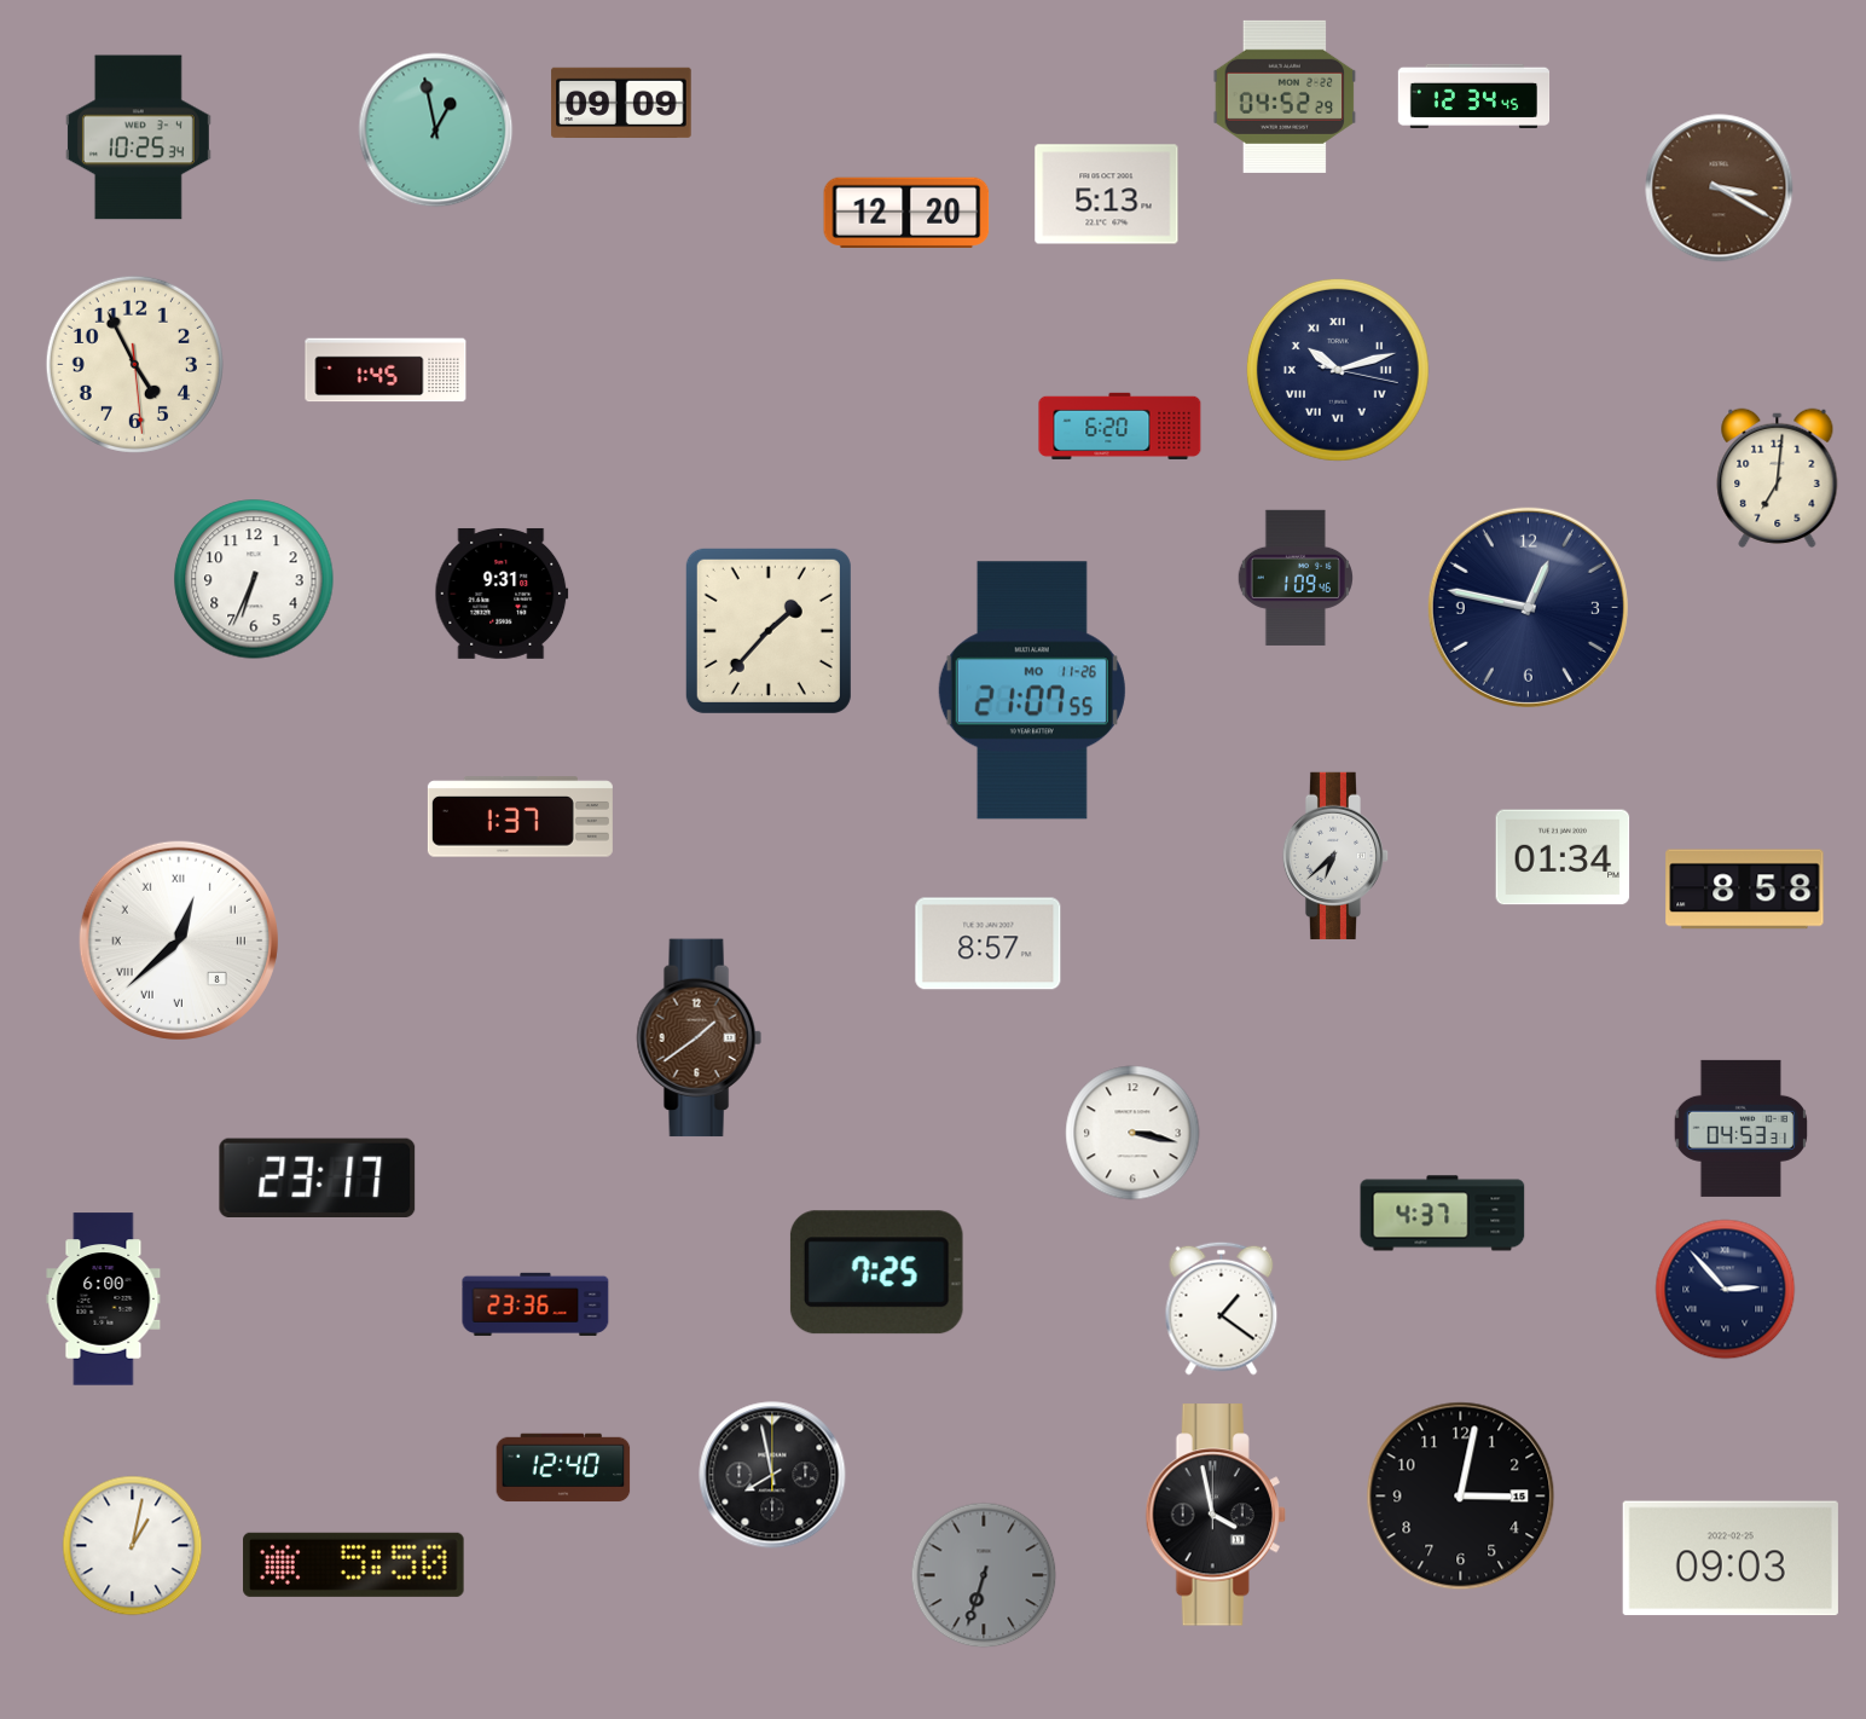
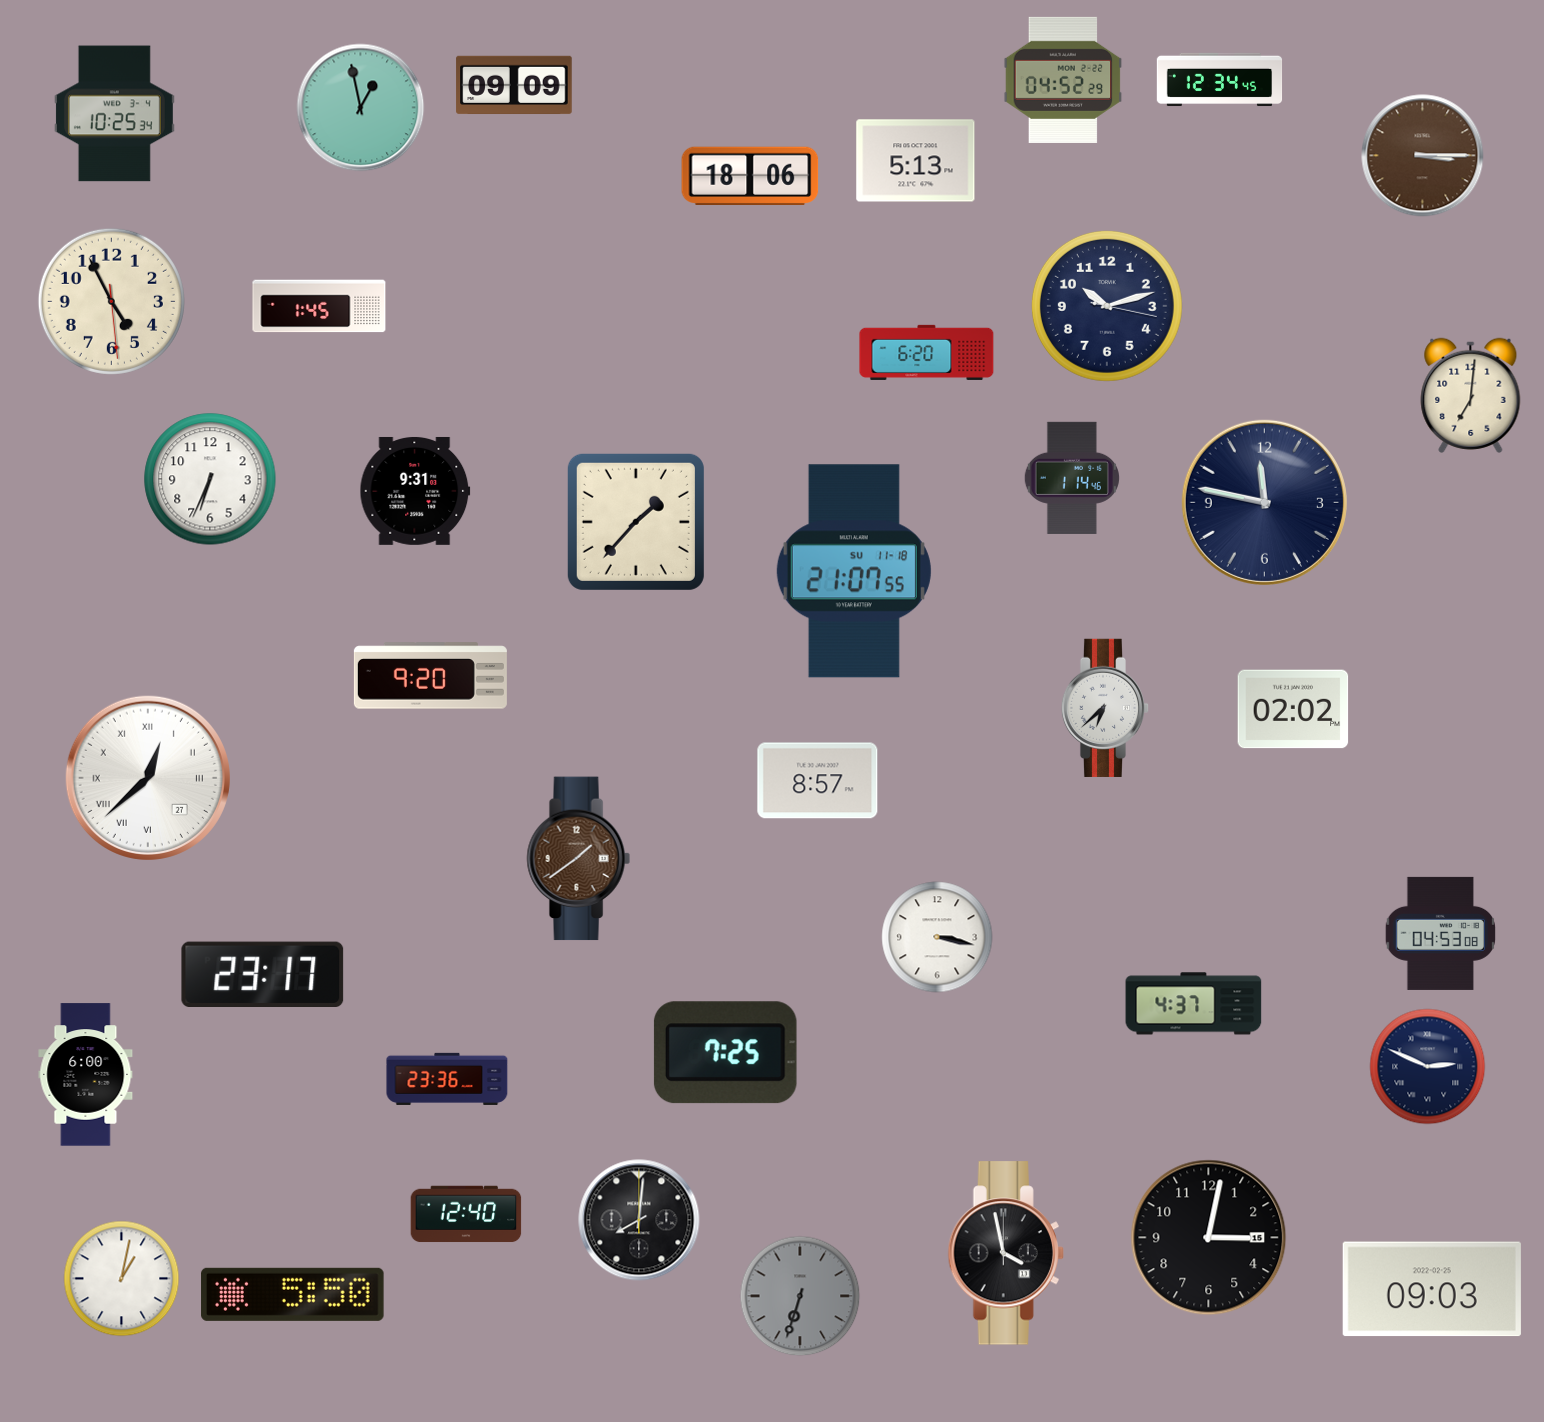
clock at (1720, 189): 3:20 -> 3:15
clock at (906, 212): 12:20 -> 18:06
clock at (1338, 370) numerals: Roman -> Arabic
clock at (1296, 578): 1:09 -> 1:14
clock at (1528, 607): 12:47 -> 11:47
clock at (1032, 690) date: MO 11-26 -> SU 11-18
clock at (520, 817): 1:37 -> 9:20
clock at (1563, 857): 01:34 -> 02:02
clock at (1745, 890): 8:58 -> none
clock at (179, 940) date: 8 -> 27
clock at (1740, 1128): 04:53:31 -> 04:53:08
clock at (1726, 1290): 2:53 -> 2:49
clock at (535, 1304) position: (535, 1304) -> (447, 1079)
clock at (1222, 1308): 1:21 -> none
clock at (772, 1475): 7:58 -> 8:01
clock at (133, 1546) position: (133, 1546) -> (122, 1279)
clock at (984, 1575) position: (984, 1575) -> (800, 1296)
